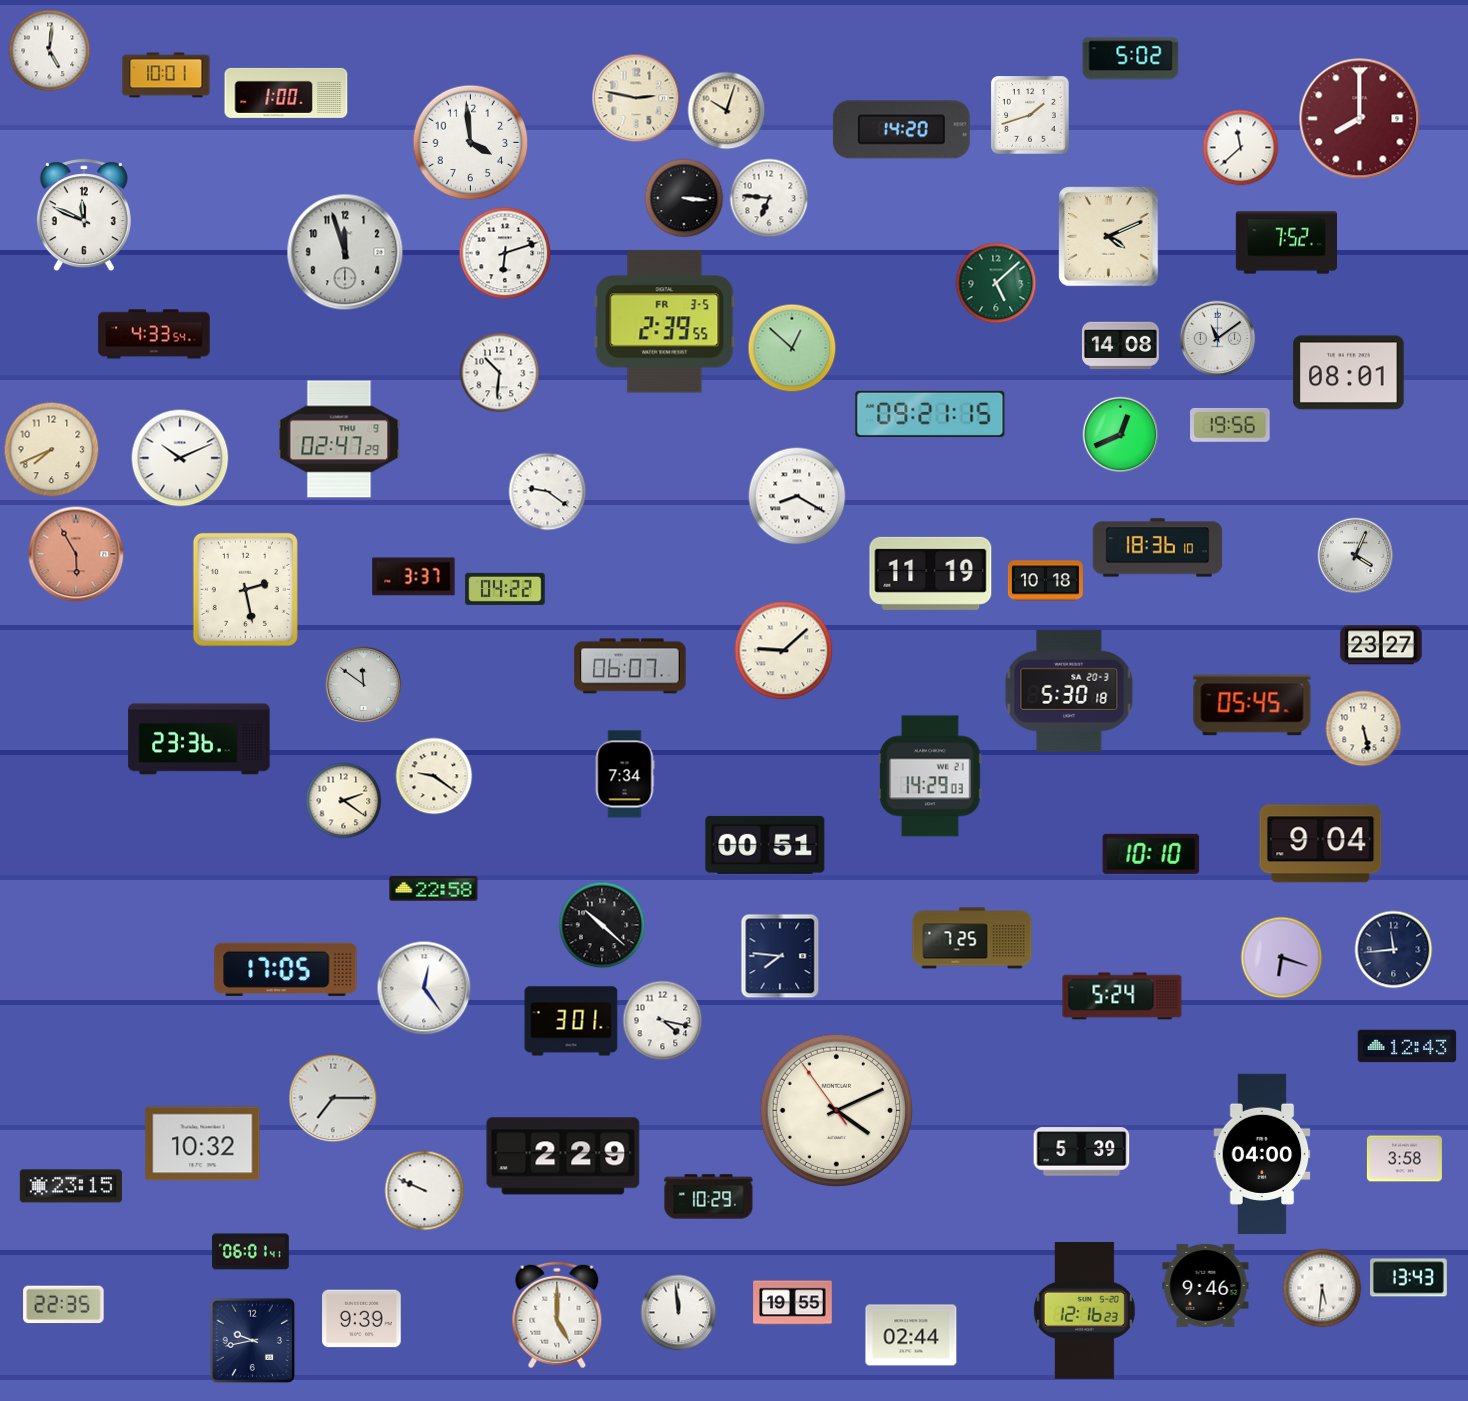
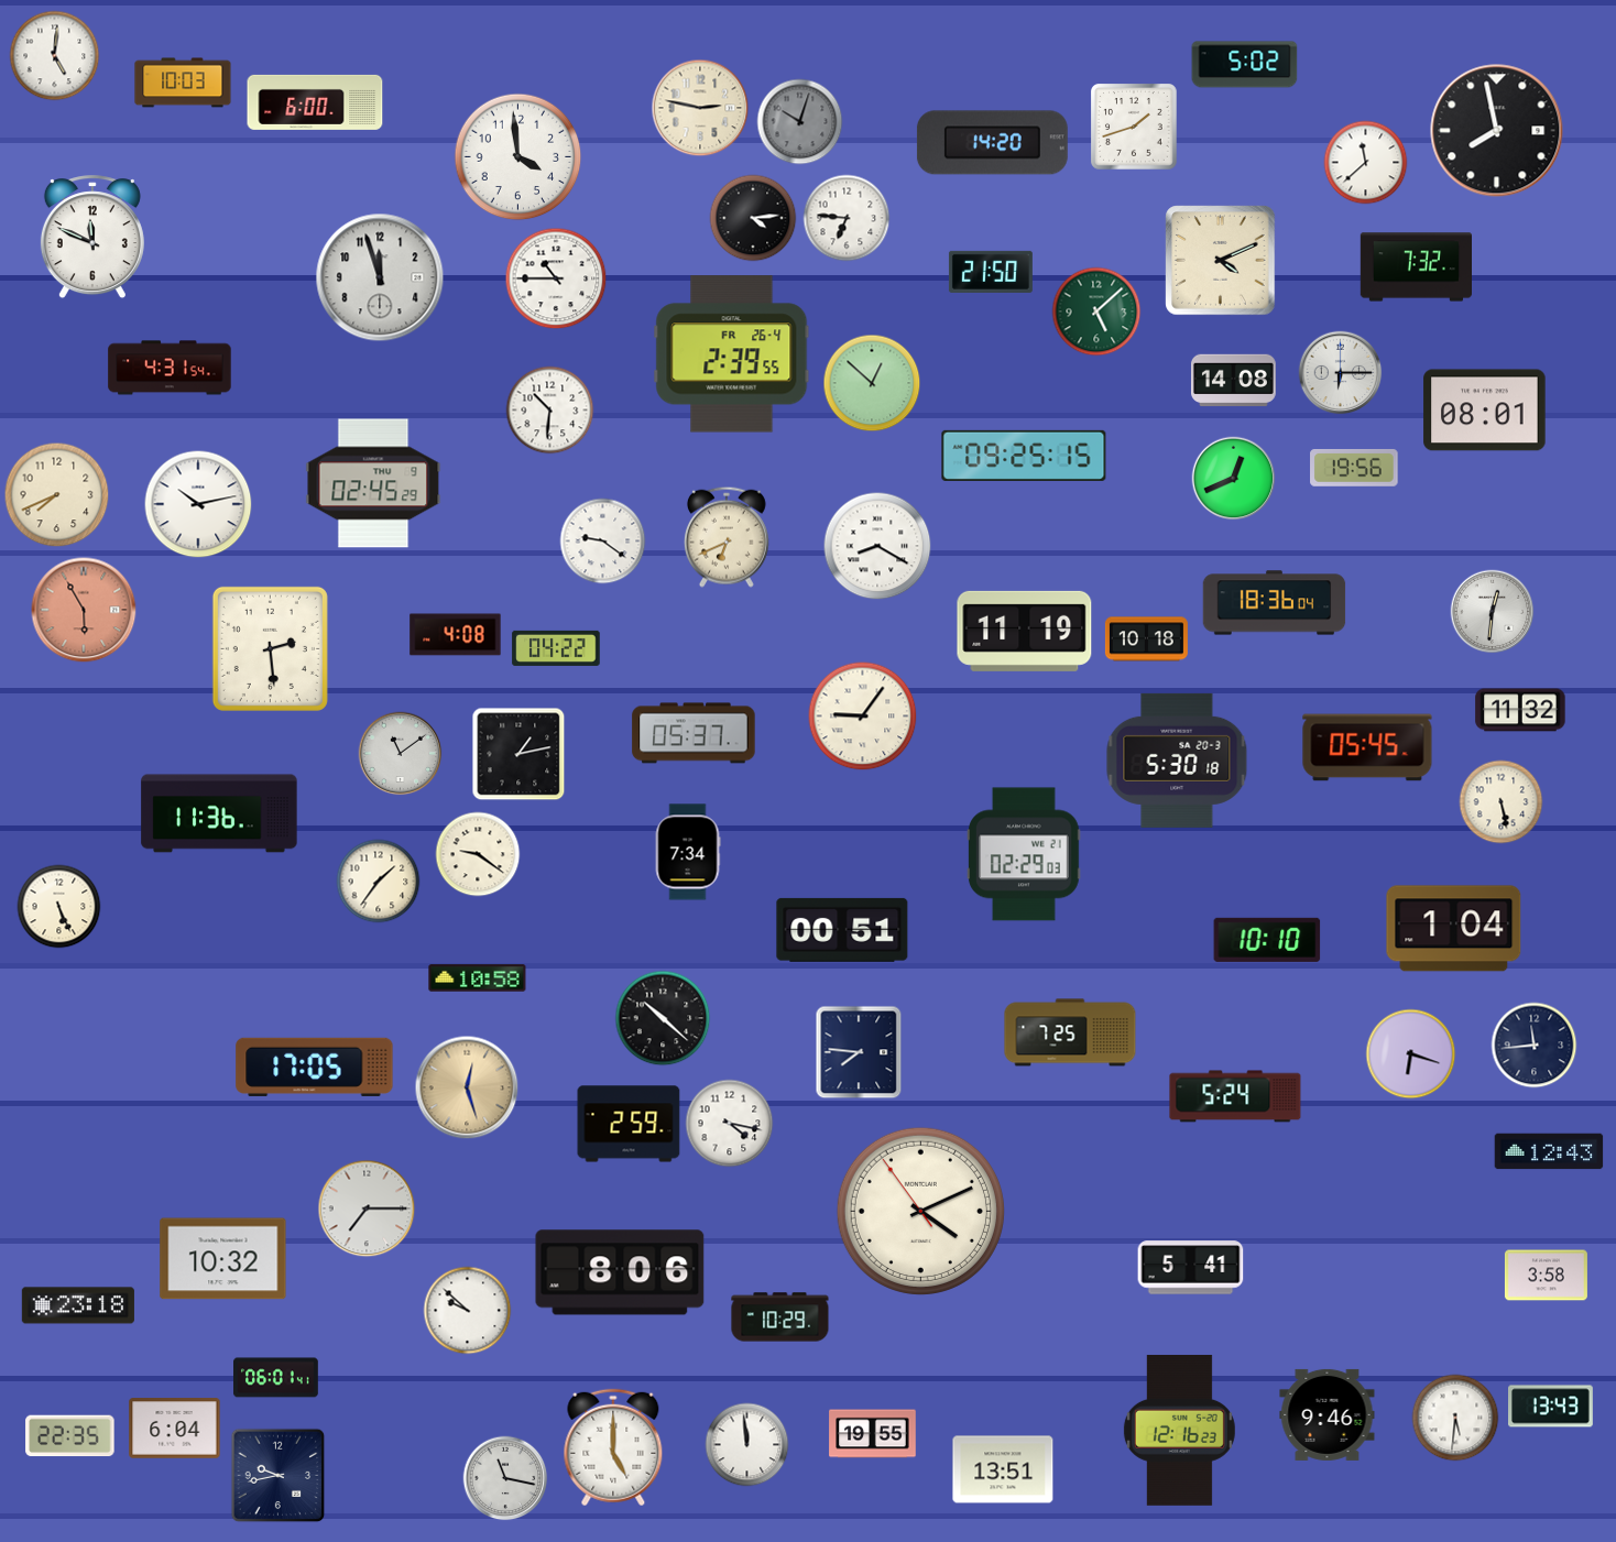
clock at (166, 75): 10:01 -> 10:03
clock at (286, 93): 1:00 -> 6:00
clock at (727, 111) dial: cream -> grey
clock at (1360, 119): 8:00 -> 7:58
clock at (1360, 119) dial: burgundy -> black
clock at (684, 198): 3:16 -> 4:14
clock at (1286, 243): 7:52 -> 7:32
clock at (991, 272): none -> 21:50
clock at (505, 253): 6:12 -> 10:45
clock at (665, 322) date: FR 3-5 -> FR 26-4
clock at (154, 334): 4:33 -> 4:31
clock at (1218, 339): 11:09 -> 6:15
clock at (930, 414): 09:21 -> 09:25
clock at (339, 439): 02:47 -> 02:45
clock at (180, 458): 10:11 -> 10:13
clock at (727, 537): none -> 6:41
clock at (1158, 548): 18:36:10 -> 18:36:04
clock at (1356, 556): 4:04 -> 12:31
clock at (414, 577): 3:37 -> 4:08
clock at (1045, 581) position: (1045, 581) -> (1146, 639)
clock at (245, 589): 2:28 -> 2:29
clock at (1381, 645): 23:27 -> 11:32
clock at (784, 651): 9:08 -> 9:06
clock at (630, 666): 06:07 -> 05:37
clock at (364, 685): 11:51 -> 11:09
clock at (518, 754): none -> 1:13
clock at (1252, 705) position: (1252, 705) -> (1367, 747)
clock at (199, 739): 23:36 -> 11:36
clock at (931, 776): 14:29 -> 02:29
clock at (344, 801): 2:21 -> 1:36
clock at (59, 907): none -> 5:26
clock at (1321, 844): 9:04 -> 1:04
clock at (434, 889): 22:58 -> 10:58
clock at (424, 988): 12:24 -> 12:27
clock at (424, 988) dial: white -> champagne
clock at (571, 1021): 3:01 -> 2:59
clock at (836, 1110) position: (836, 1110) -> (920, 1211)
clock at (1082, 1152): 5:39 -> 5:41
clock at (1262, 1153): 04:00 -> none
clock at (563, 1156): 2:29 -> 8:06
clock at (71, 1186): 23:15 -> 23:18
clock at (425, 1191): 9:49 -> 9:52
clock at (175, 1429): none -> 6:04
clock at (1084, 1310) position: (1084, 1310) -> (1179, 1430)
clock at (362, 1319): 9:39 -> none
clock at (911, 1335): 02:44 -> 13:51
clock at (505, 1478): none -> 11:17
